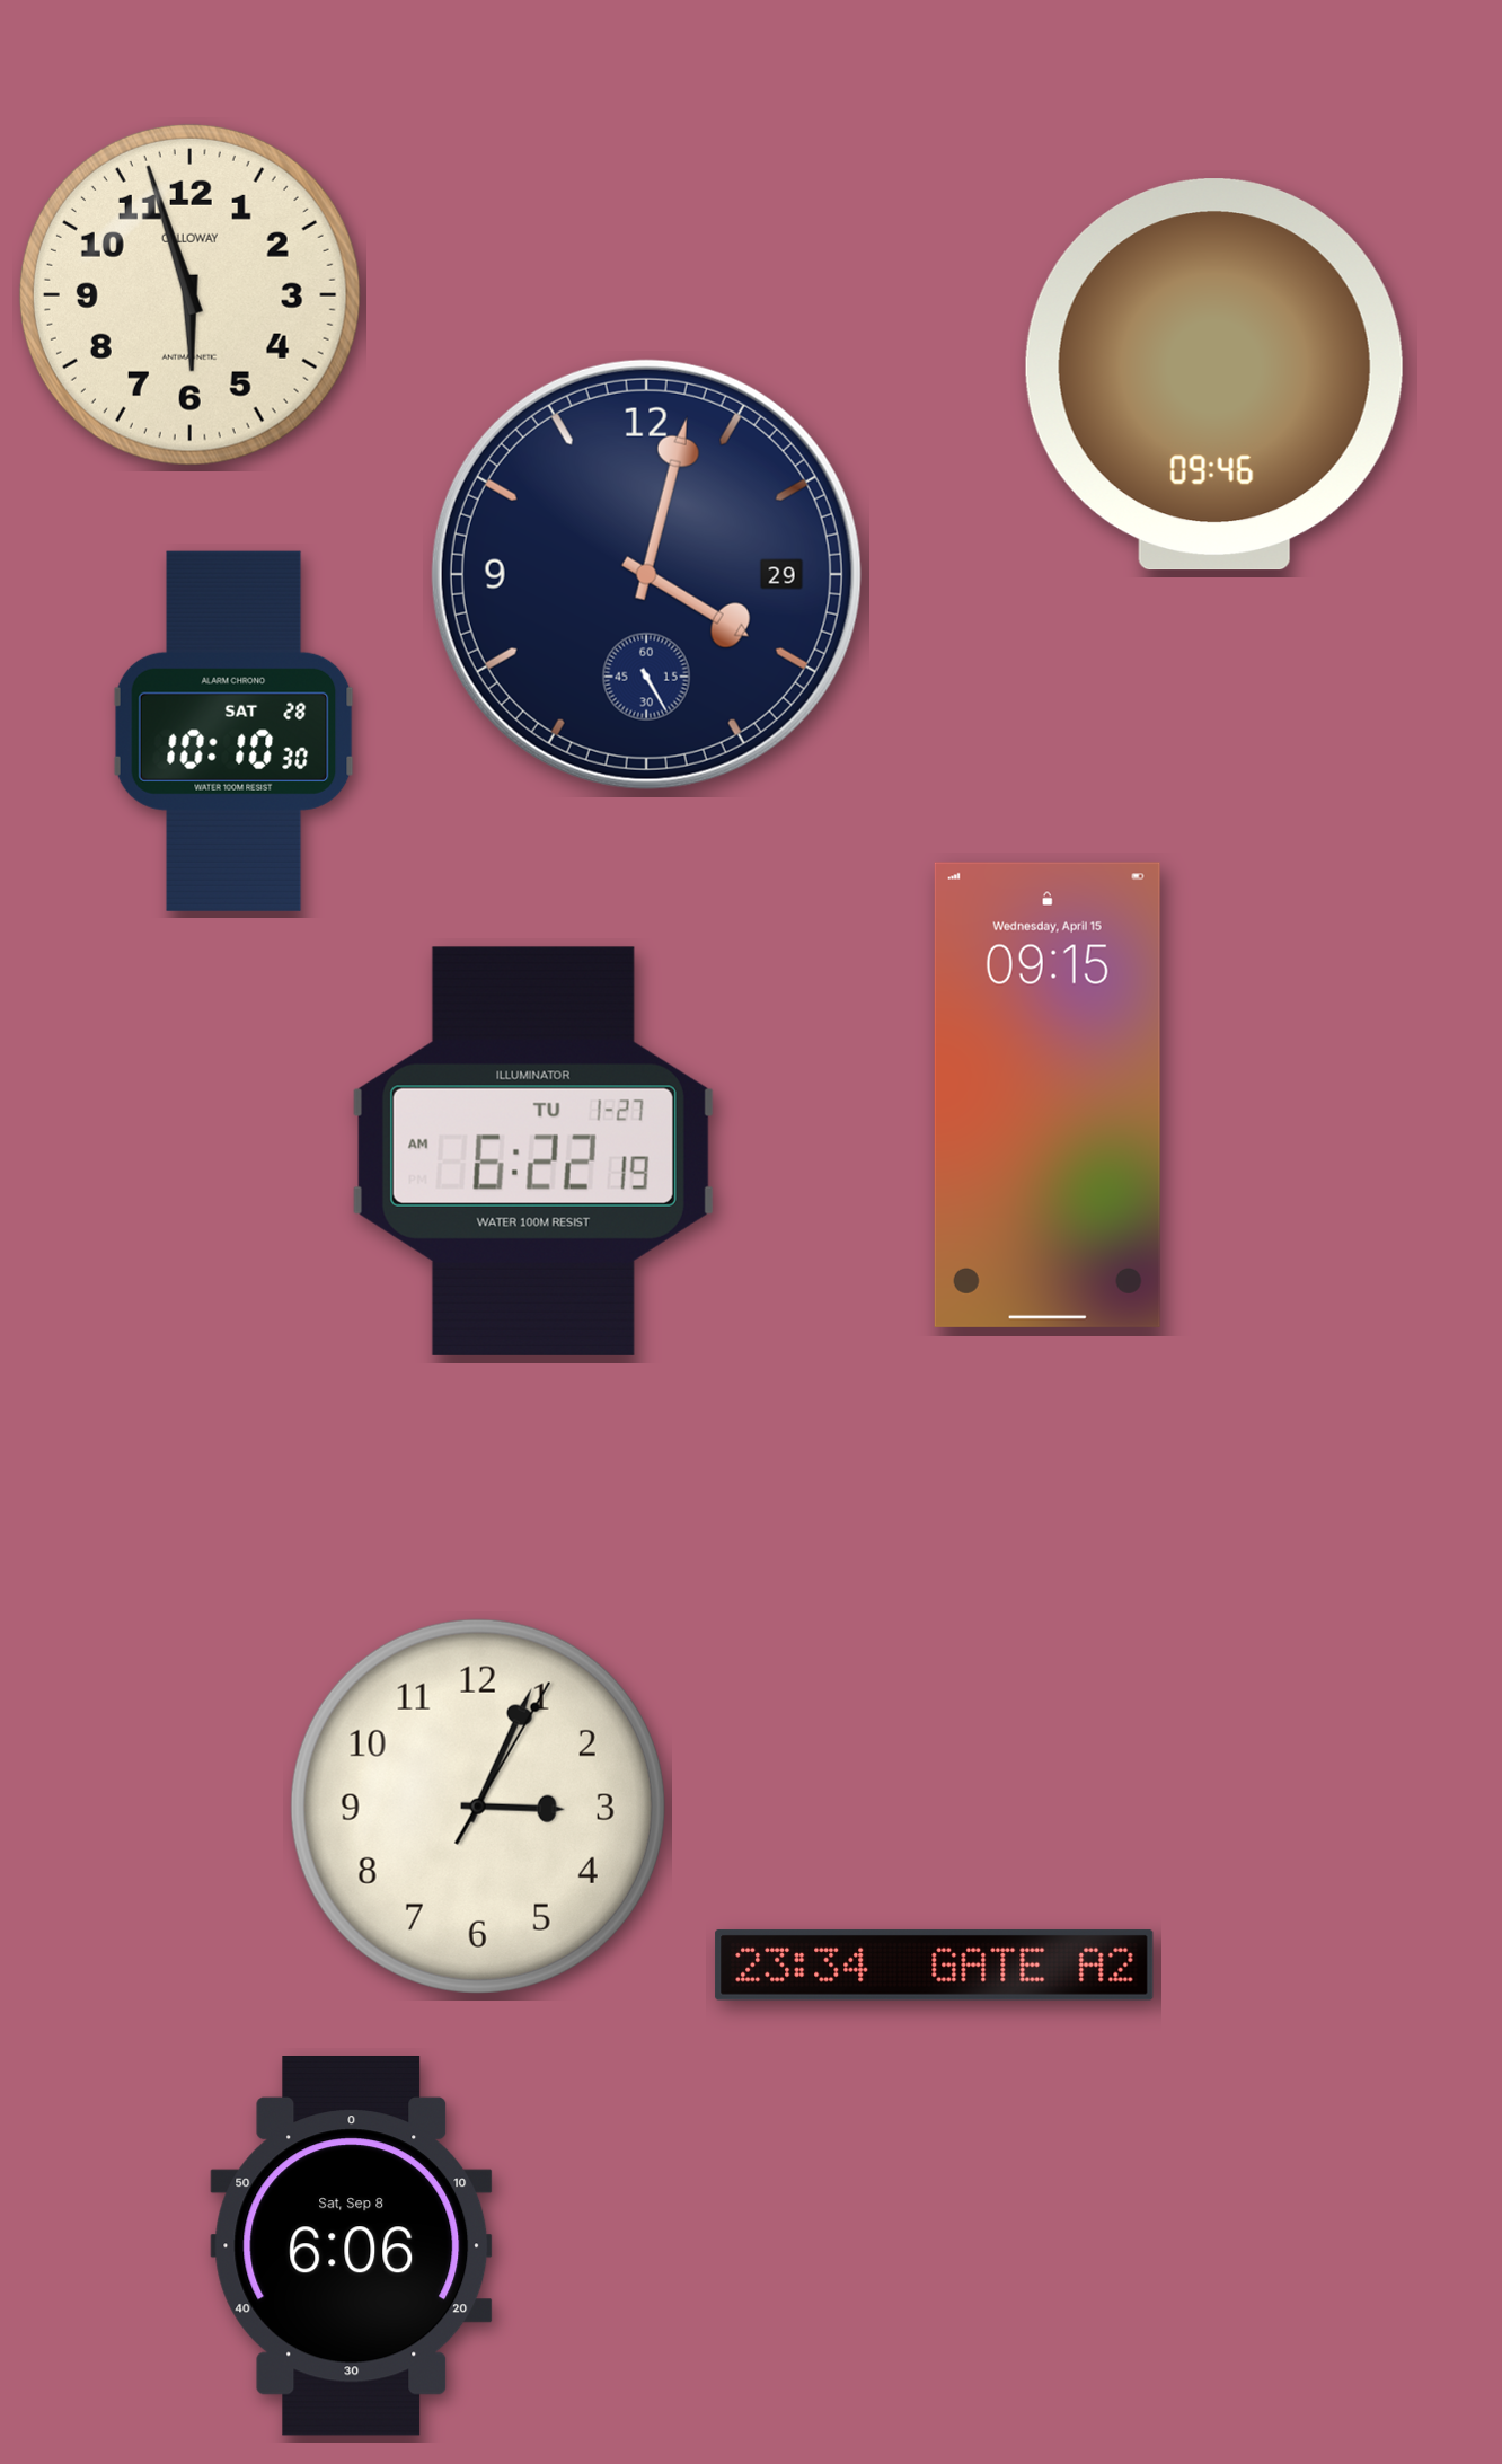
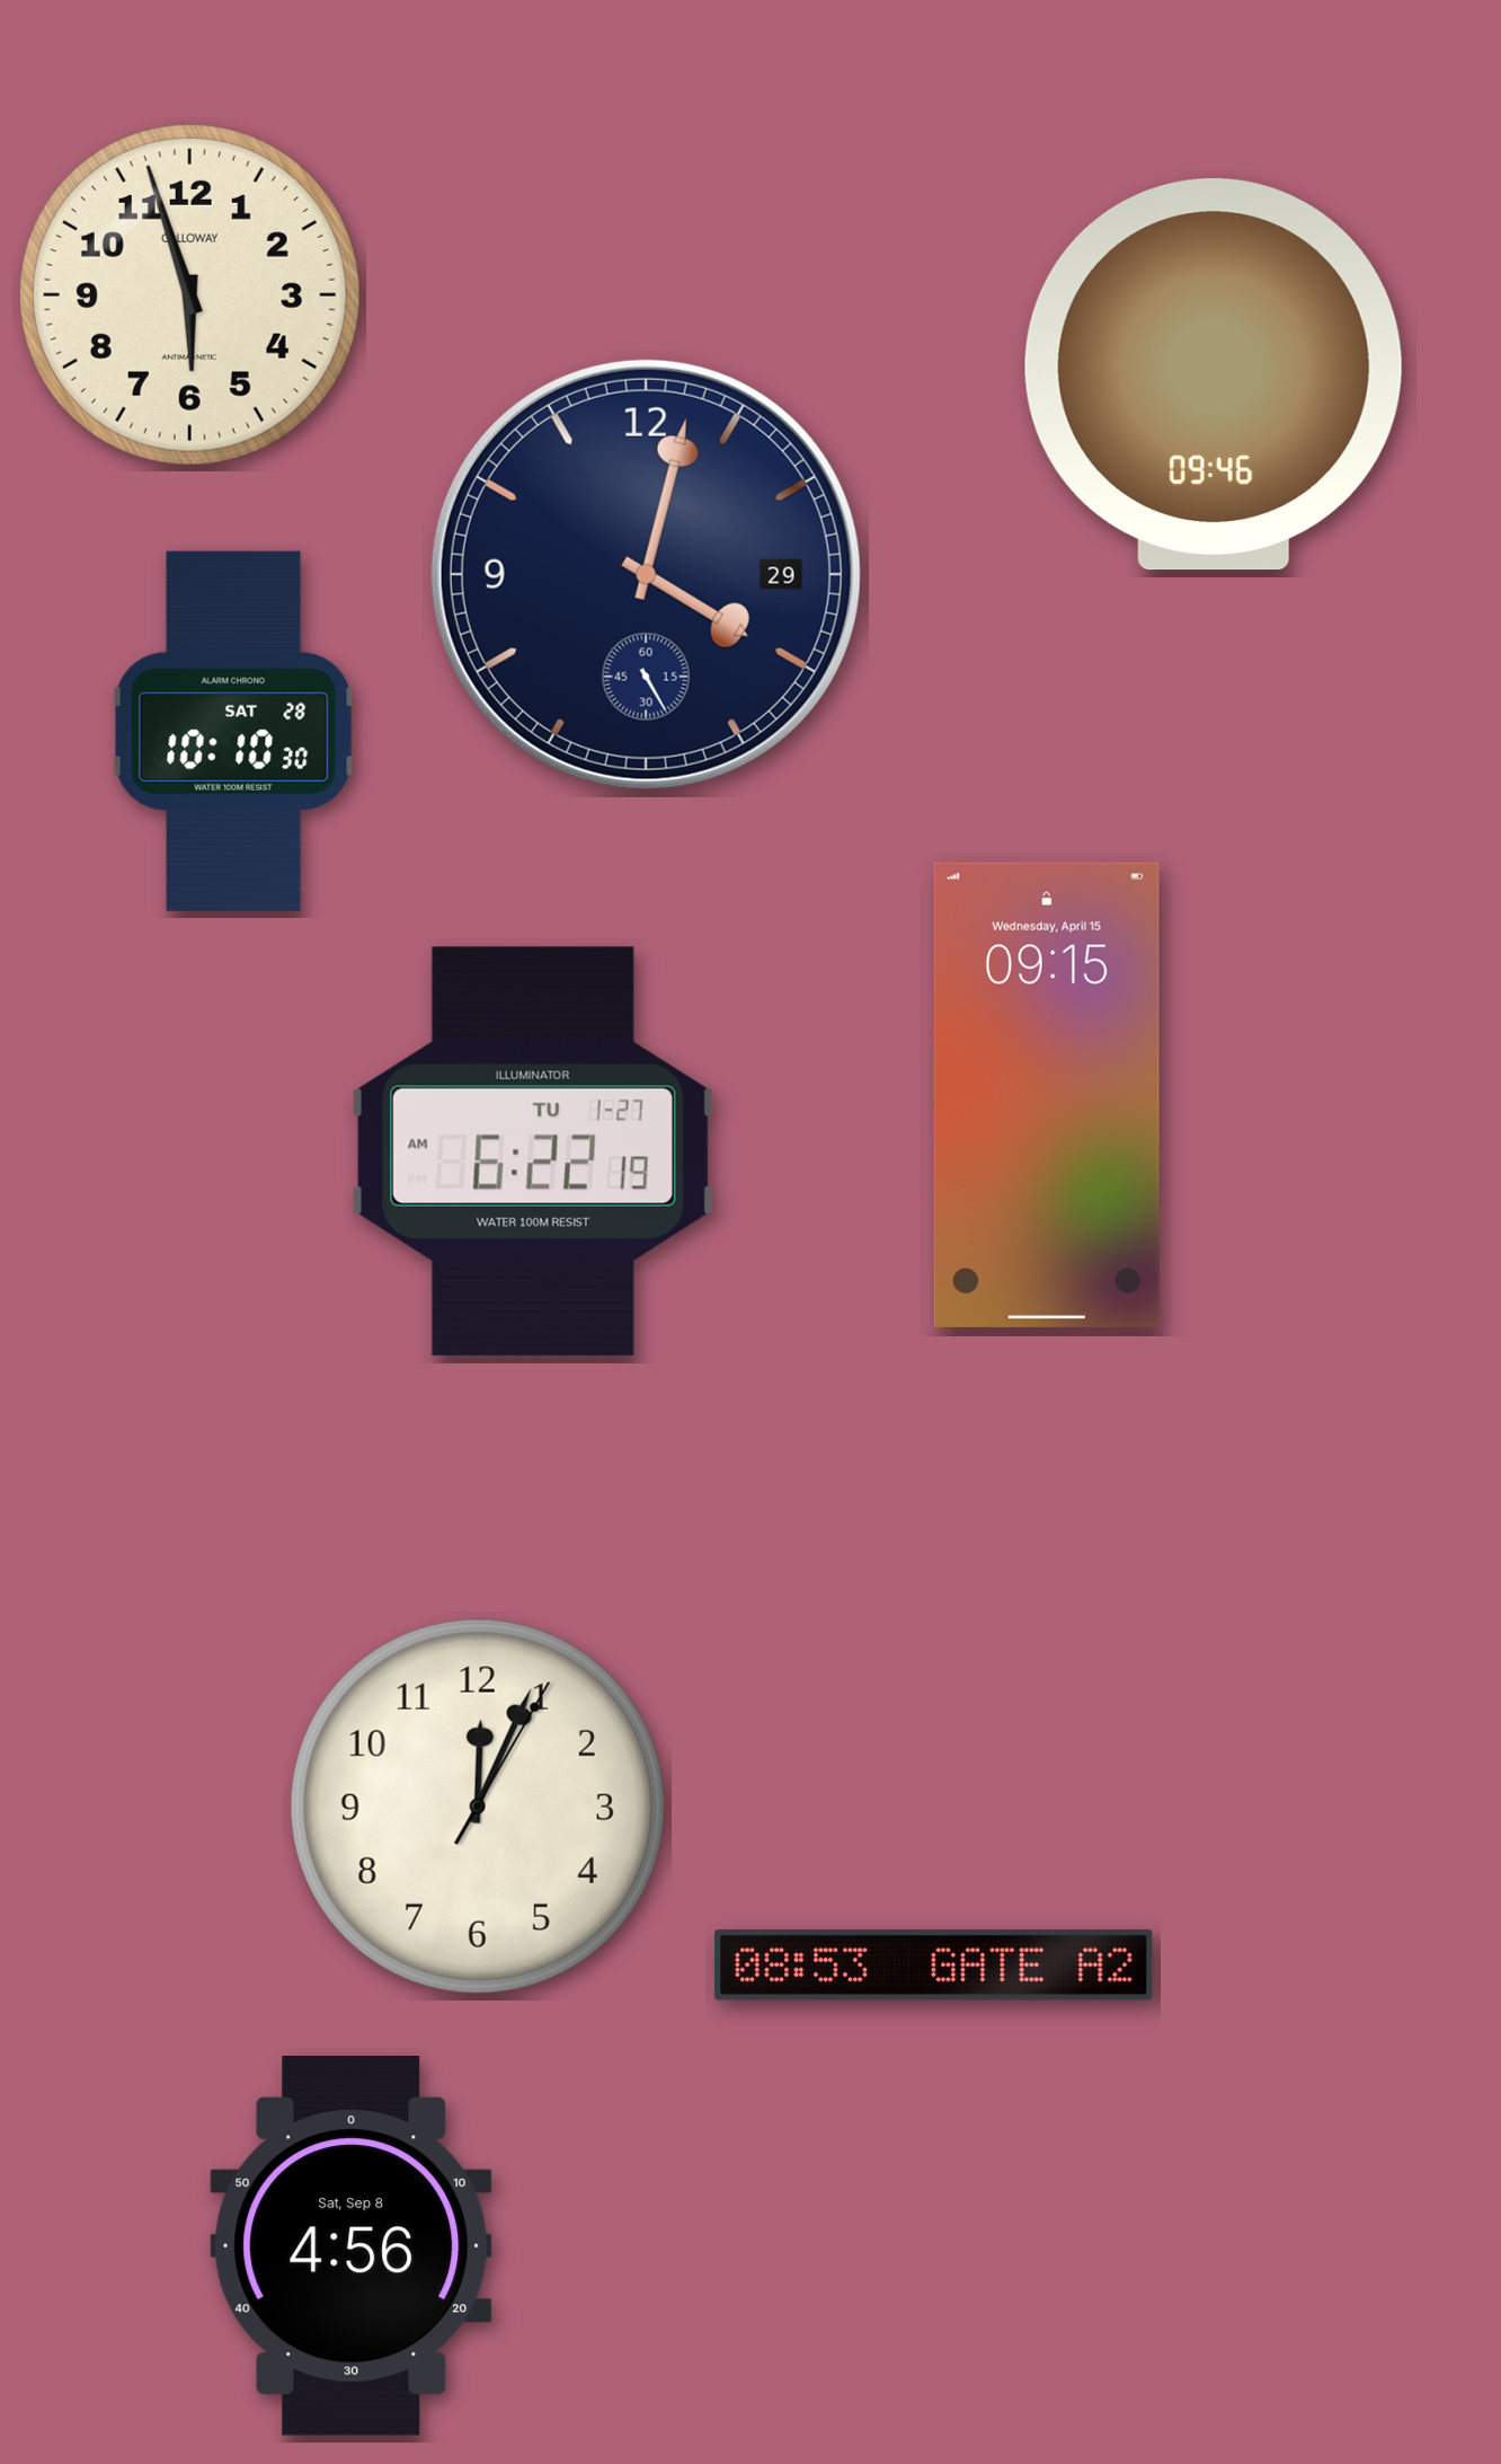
clock at (478, 1807): 3:04 -> 12:04
clock at (935, 1964): 23:34 -> 08:53
clock at (352, 2246): 6:06 -> 4:56
